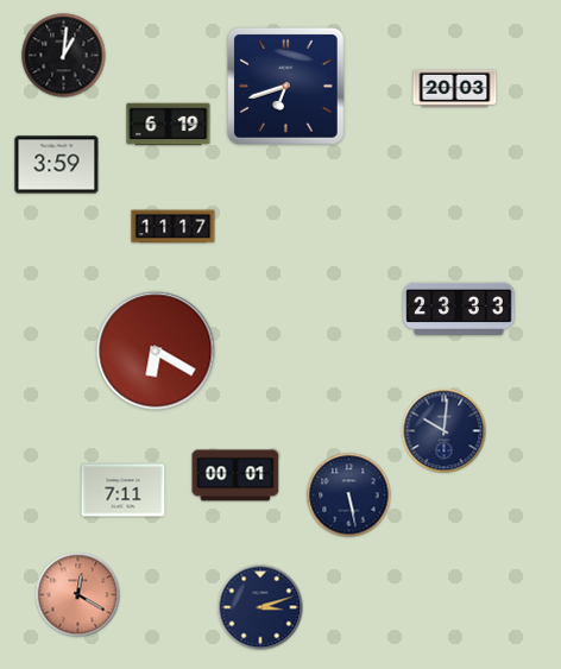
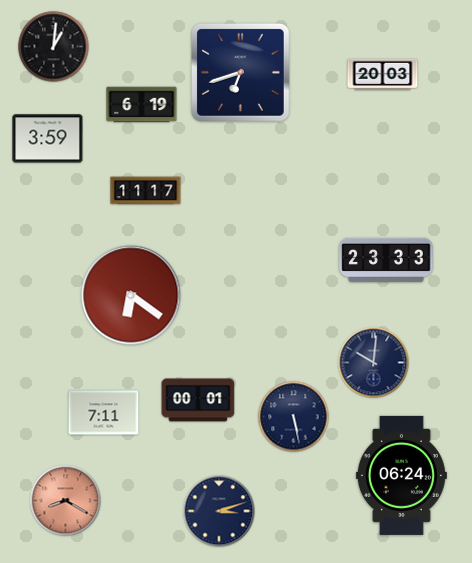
clock at (156, 351): 6:20 -> 6:21
clock at (401, 475): none -> 06:24
clock at (78, 595): 12:20 -> 8:20
